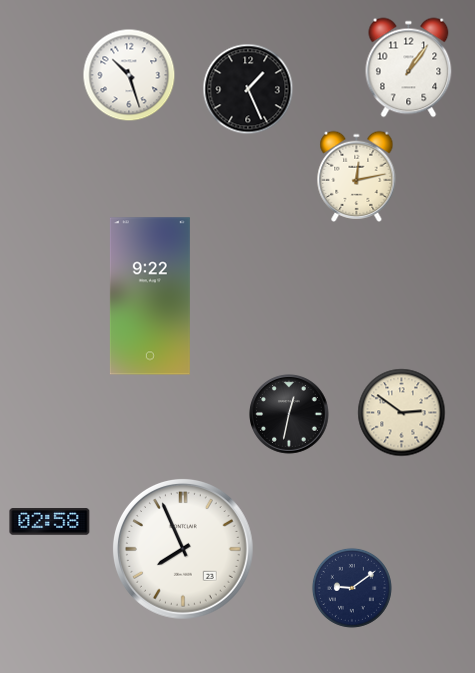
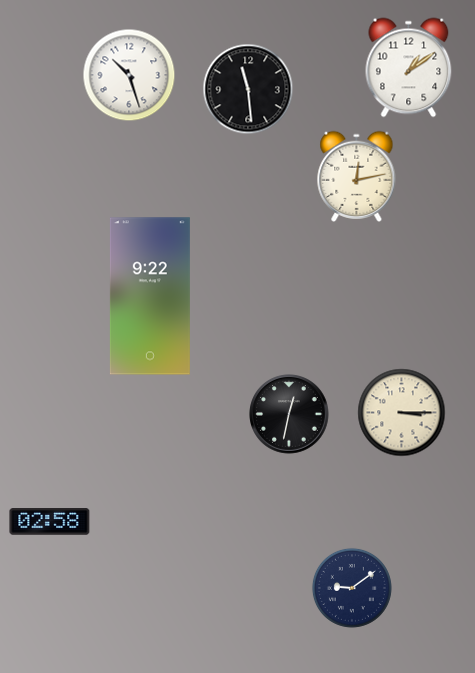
clock at (409, 68): 1:06 -> 1:09
clock at (248, 89): 1:26 -> 11:29
clock at (402, 413): 2:51 -> 3:15
clock at (183, 549): 7:56 -> none
